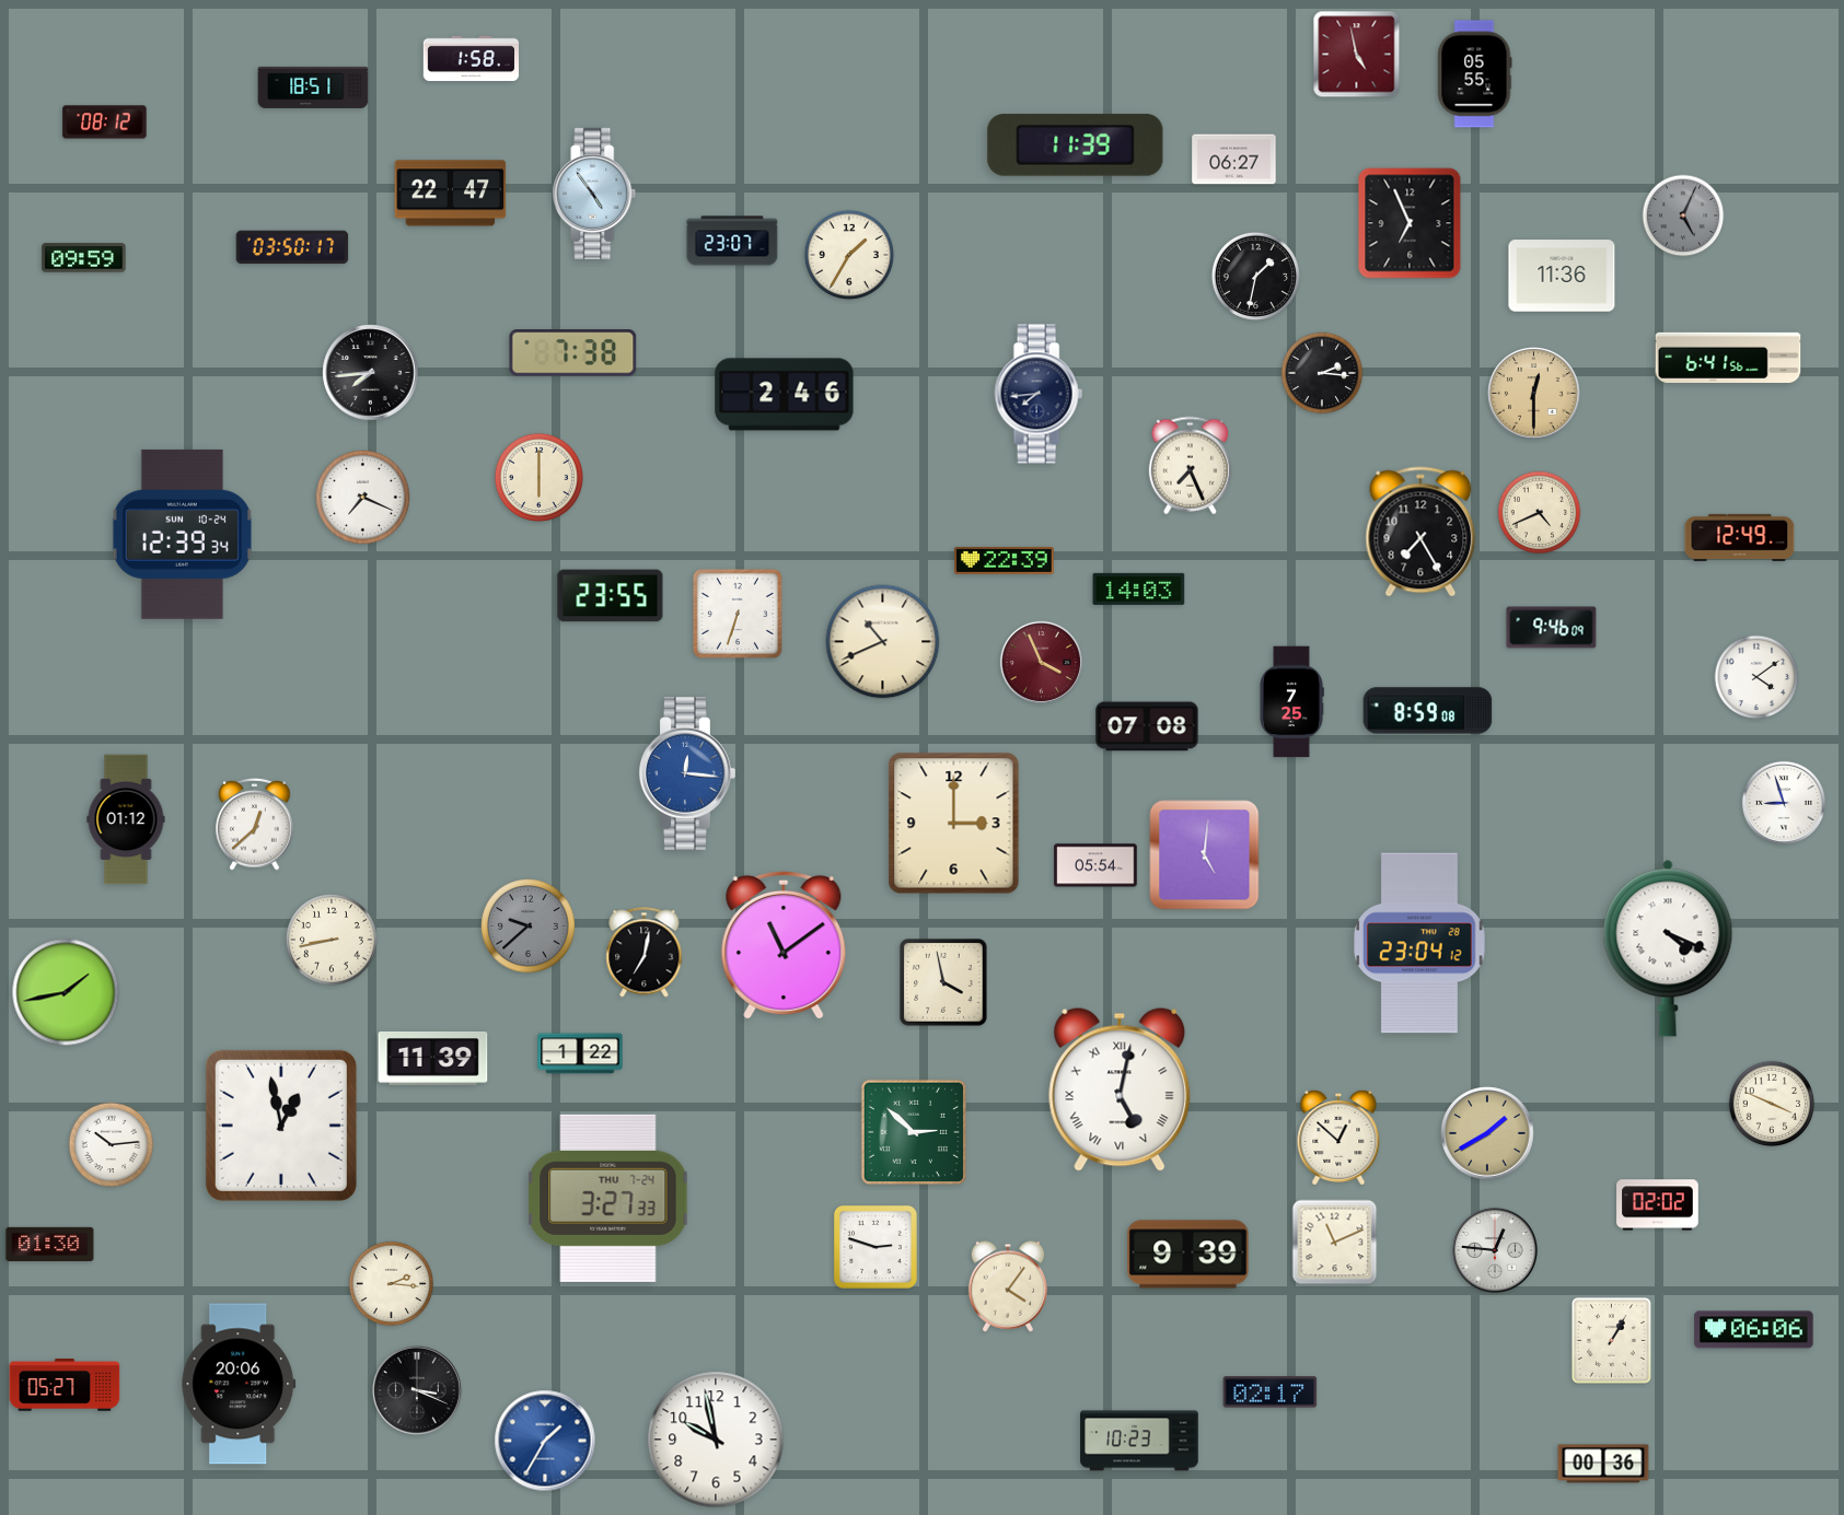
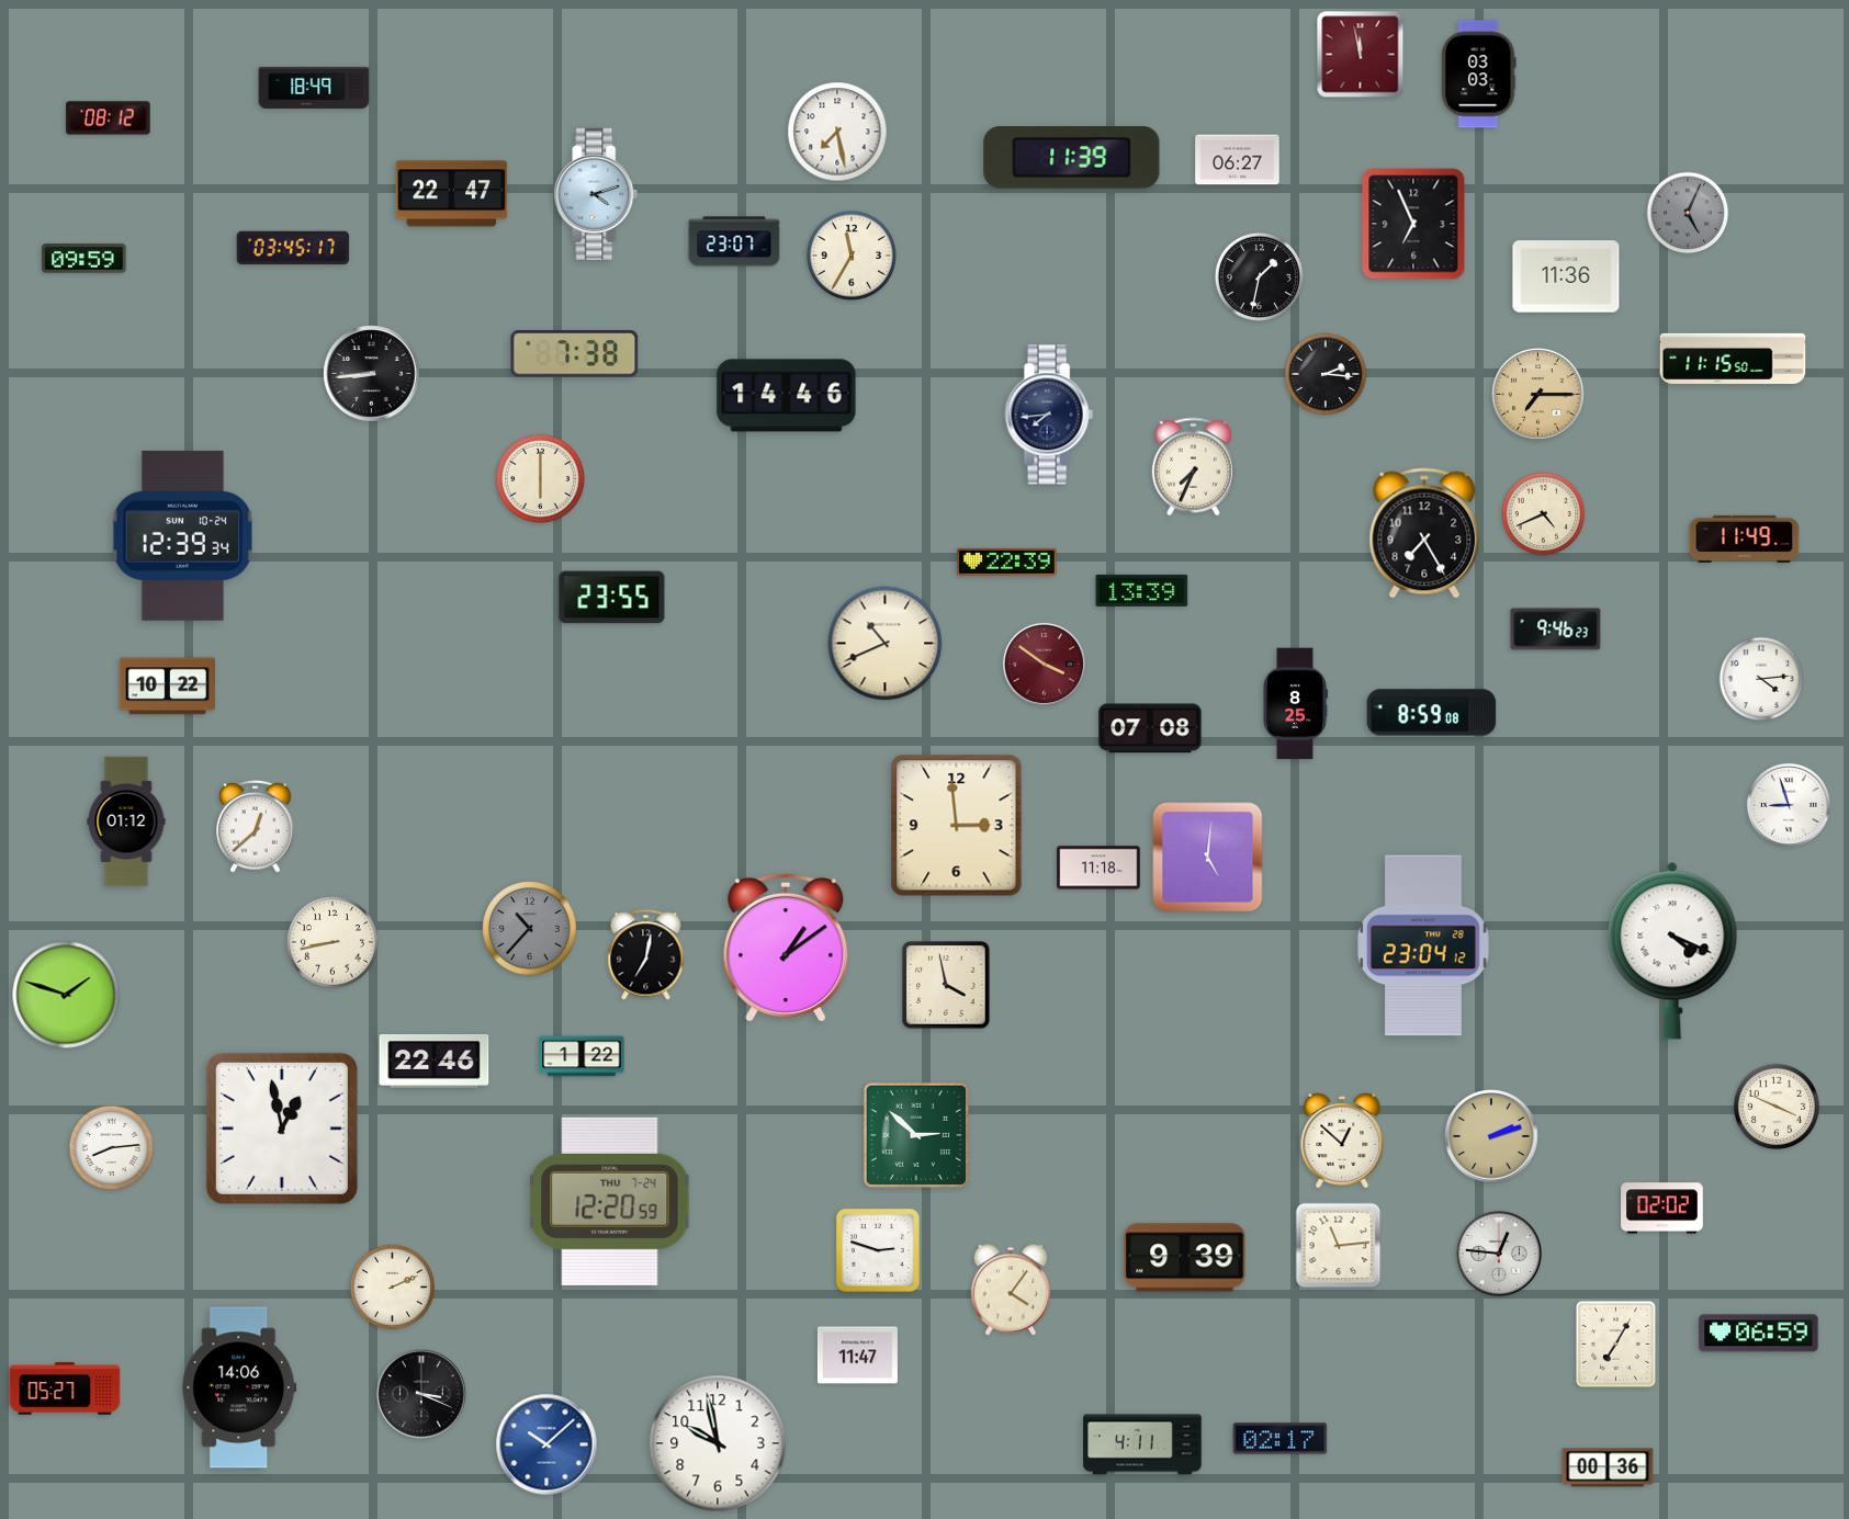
clock at (1357, 55): 4:58 -> 11:58
clock at (472, 59): 1:58 -> none
clock at (1475, 74): 05:55 -> 03:03
clock at (313, 88): 18:51 -> 18:49
clock at (105, 123) position: (105, 123) -> (109, 118)
clock at (837, 132): none -> 7:28
clock at (1076, 145) position: (1076, 145) -> (1072, 158)
clock at (594, 194): 4:54 -> 4:12
clock at (1683, 215) position: (1683, 215) -> (1688, 213)
clock at (292, 247): 03:50 -> 03:45
clock at (849, 255): 1:35 -> 11:35
clock at (1728, 358): 6:41 -> 11:15
clock at (371, 373): 7:44 -> 8:44
clock at (1039, 394) position: (1039, 394) -> (1049, 415)
clock at (1534, 394): 12:30 -> 7:15
clock at (785, 395): 2:46 -> 14:46
clock at (1190, 466): 7:26 -> 7:34
clock at (363, 498): 7:19 -> none
clock at (1740, 537): 12:49 -> 11:49
clock at (1139, 588): 14:03 -> 13:39
clock at (738, 614): 6:33 -> none
clock at (1552, 628): 9:46:09 -> 9:46:23
clock at (1041, 662): 3:56 -> 3:51
clock at (1756, 677): 4:09 -> 4:14
clock at (167, 687): none -> 10:22
clock at (1291, 702): 7:25 -> 8:25
clock at (687, 774): 12:16 -> none
clock at (954, 824): 3:00 -> 2:59
clock at (1095, 865): 05:54 -> 11:18
clock at (529, 927): 9:38 -> 10:37
clock at (784, 945): 11:09 -> 1:09
clock at (66, 992): 1:43 -> 1:48
clock at (433, 1058): 11:39 -> 22:46
clock at (1120, 1089): 5:02 -> none
clock at (1487, 1133): 1:40 -> 2:12
clock at (112, 1145): 10:14 -> 8:14
clock at (608, 1198): 3:27 -> 12:20
clock at (1335, 1243): 11:11 -> 11:14
clock at (50, 1244): 01:30 -> none
clock at (1188, 1255) position: (1188, 1255) -> (1185, 1258)
clock at (392, 1284): 2:16 -> 2:11
clock at (1754, 1330): 06:06 -> 06:59
clock at (1611, 1340): 1:05 -> 7:05
clock at (857, 1356): none -> 11:47
clock at (239, 1384): 20:06 -> 14:06
clock at (418, 1391) position: (418, 1391) -> (422, 1395)
clock at (1271, 1392) position: (1271, 1392) -> (1281, 1439)
clock at (545, 1441): 1:35 -> 10:08
clock at (1139, 1441): 10:23 -> 4:11
